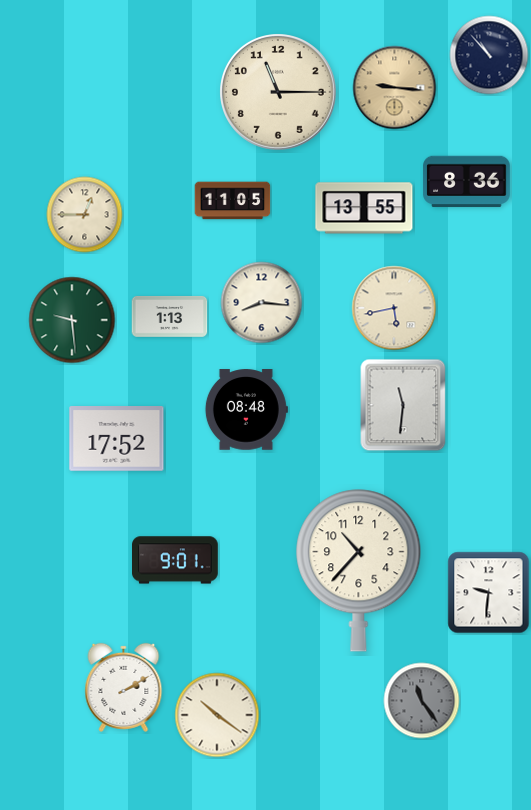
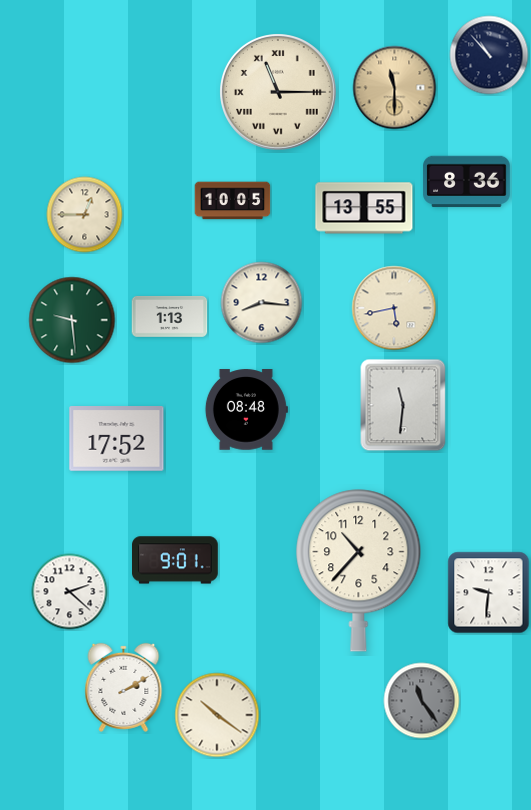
clock at (395, 88): 9:16 -> 11:30
clock at (279, 93) numerals: Arabic -> Roman
clock at (233, 201): 11:05 -> 10:05
clock at (70, 592): none -> 2:22
